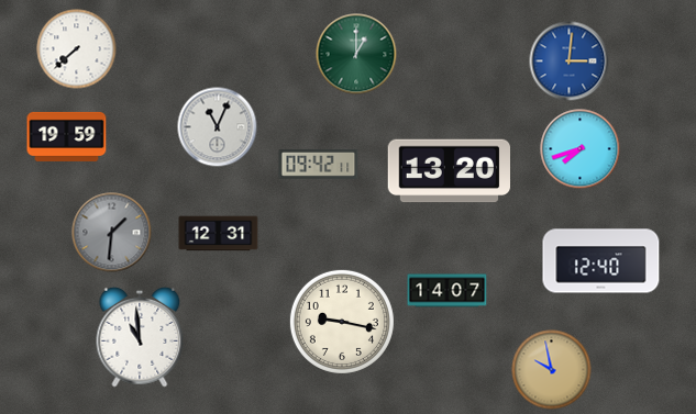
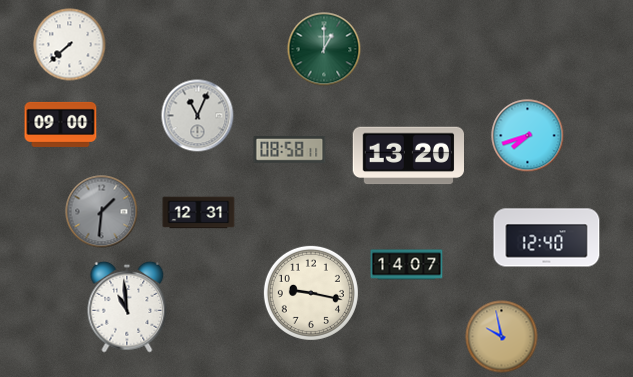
clock at (570, 61): 3:01 -> none
clock at (67, 136): 19:59 -> 09:00
clock at (319, 164): 09:42 -> 08:58
